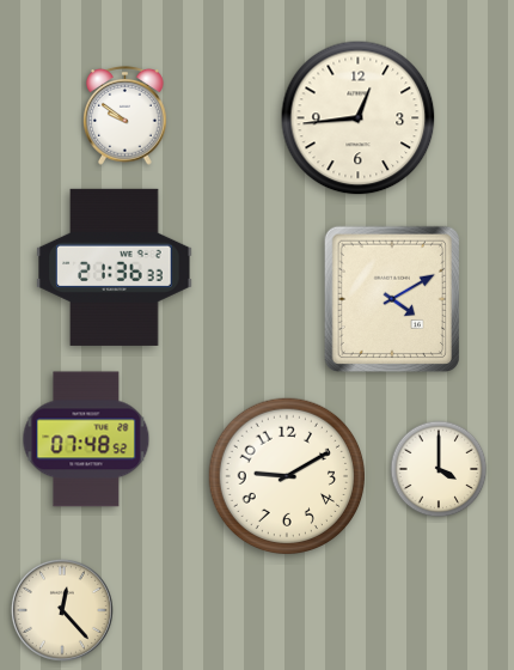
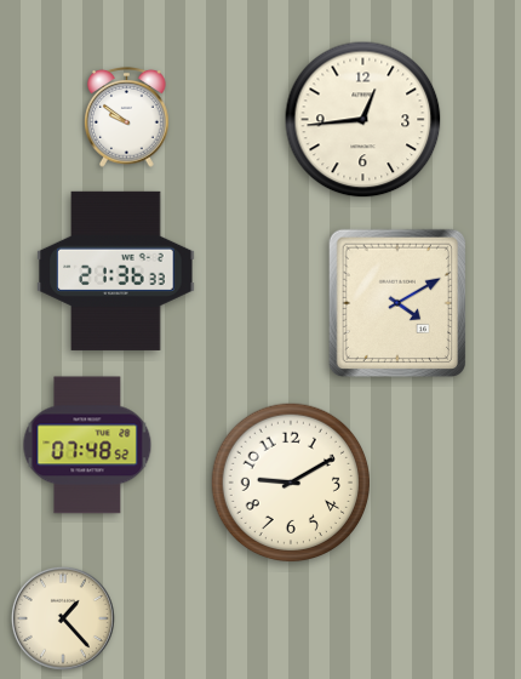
clock at (439, 469): 4:00 -> none
clock at (62, 610): 12:23 -> 1:23
